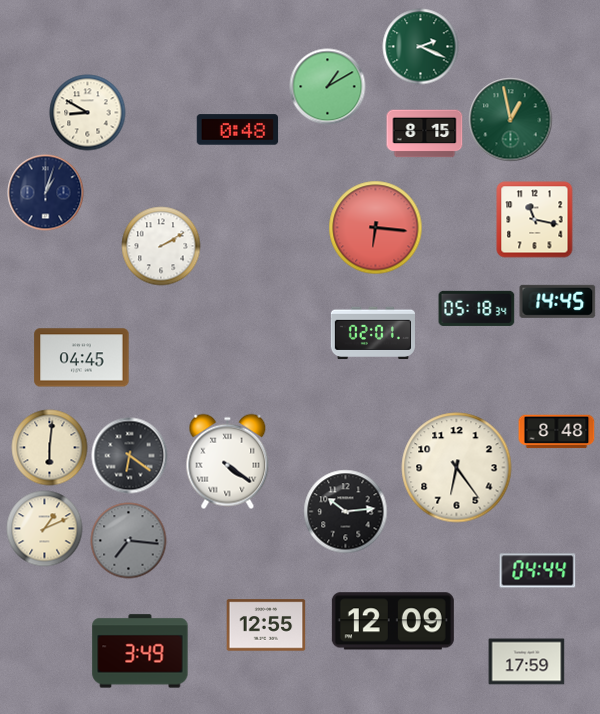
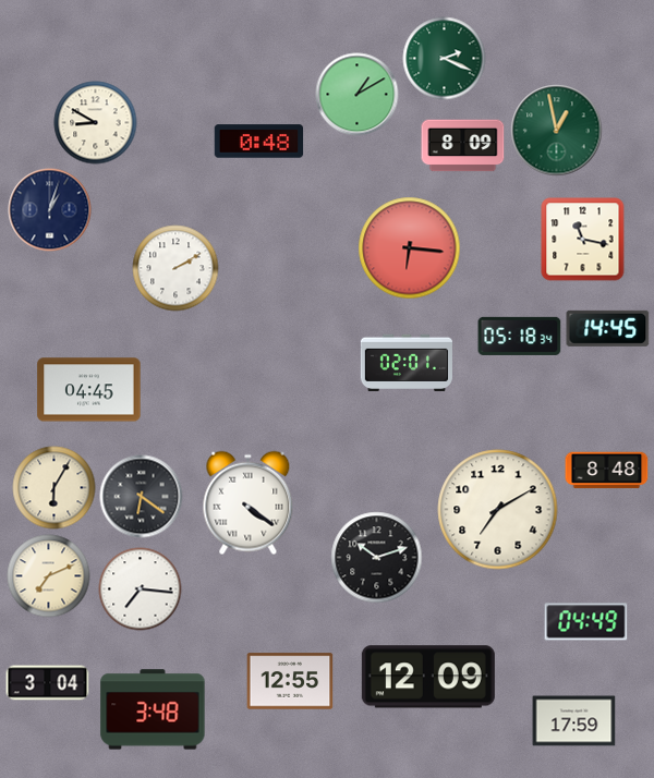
clock at (421, 47) position: (421, 47) -> (445, 59)
clock at (425, 134): 8:15 -> 8:09
clock at (50, 448): 6:01 -> 6:05
clock at (457, 468): 6:24 -> 7:10
clock at (346, 512): 10:14 -> 10:12
clock at (45, 529): 1:11 -> 7:11
clock at (129, 541) dial: grey -> white
clock at (538, 571): 04:44 -> 04:49
clock at (48, 683): none -> 3:04
clock at (140, 651): 3:49 -> 3:48
